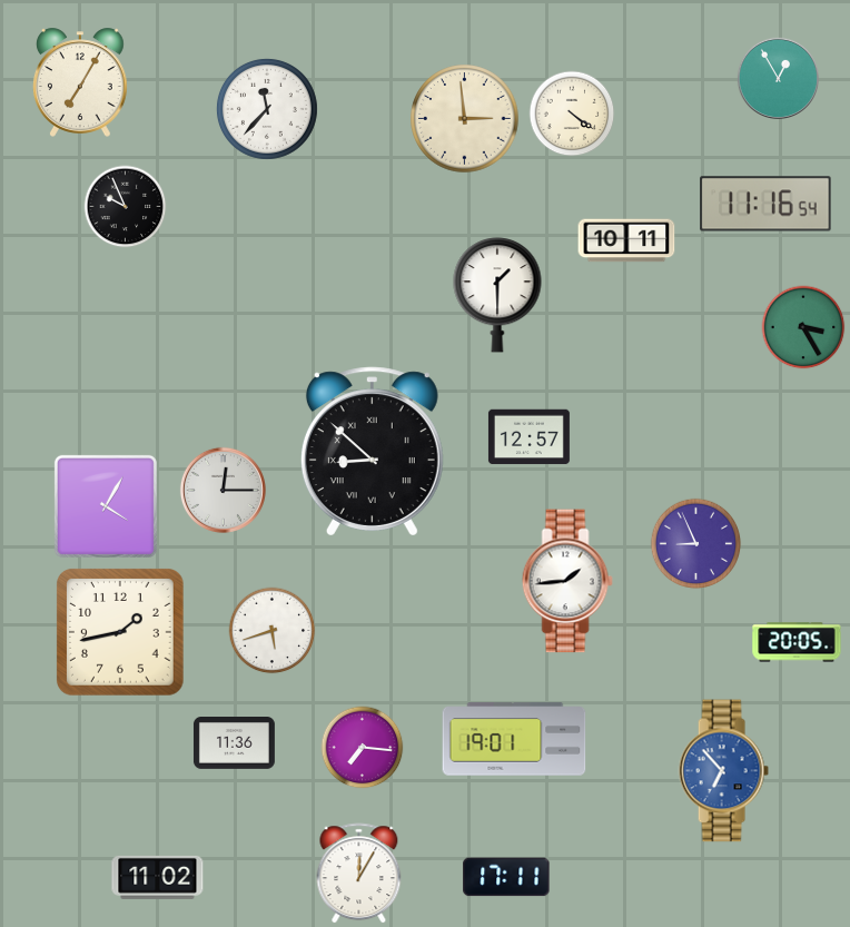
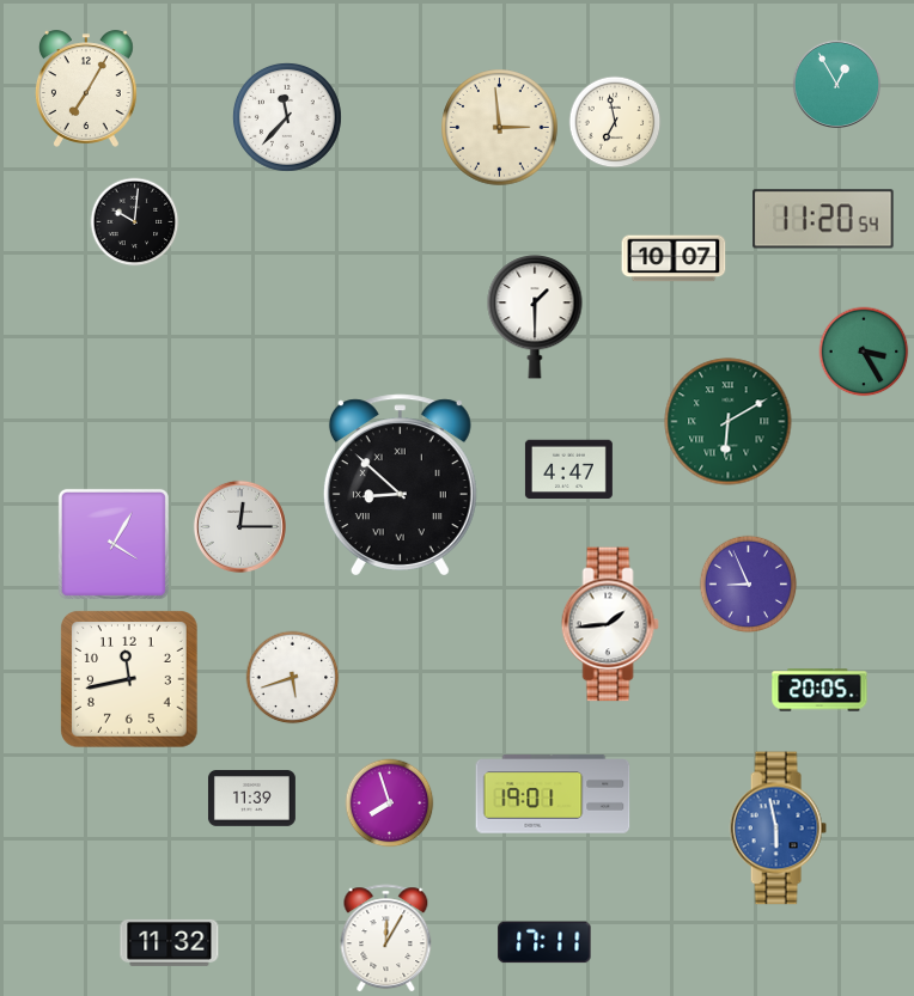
clock at (572, 114): 4:21 -> 6:58
clock at (765, 204): 11:16 -> 11:20
clock at (126, 207): 9:56 -> 10:01
clock at (626, 240): 10:11 -> 10:07
clock at (729, 422): none -> 6:10
clock at (528, 437): 12:57 -> 4:47
clock at (121, 633): 1:43 -> 11:43
clock at (797, 642) position: (797, 642) -> (819, 690)
clock at (234, 743): 11:36 -> 11:39
clock at (363, 748): 7:16 -> 7:57
clock at (723, 771): 6:53 -> 5:58
clock at (158, 877): 11:02 -> 11:32
